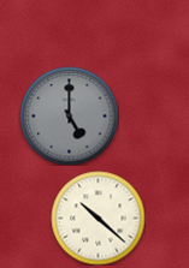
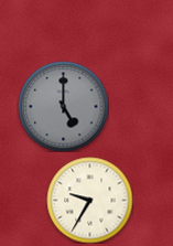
clock at (98, 218): 10:22 -> 9:35
